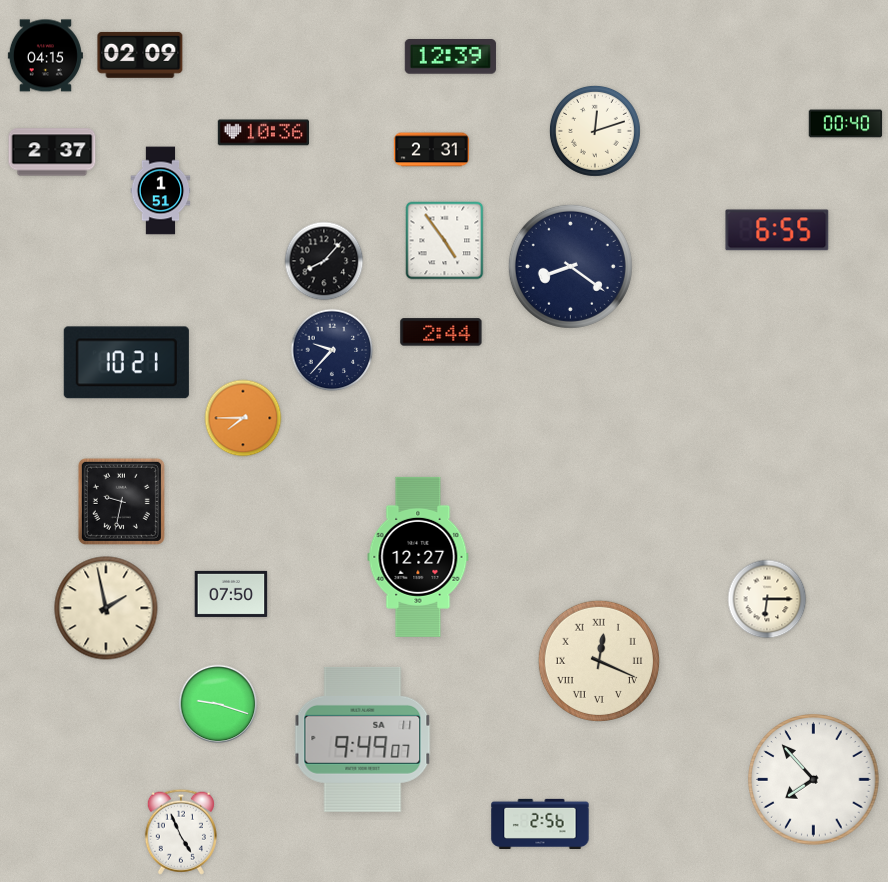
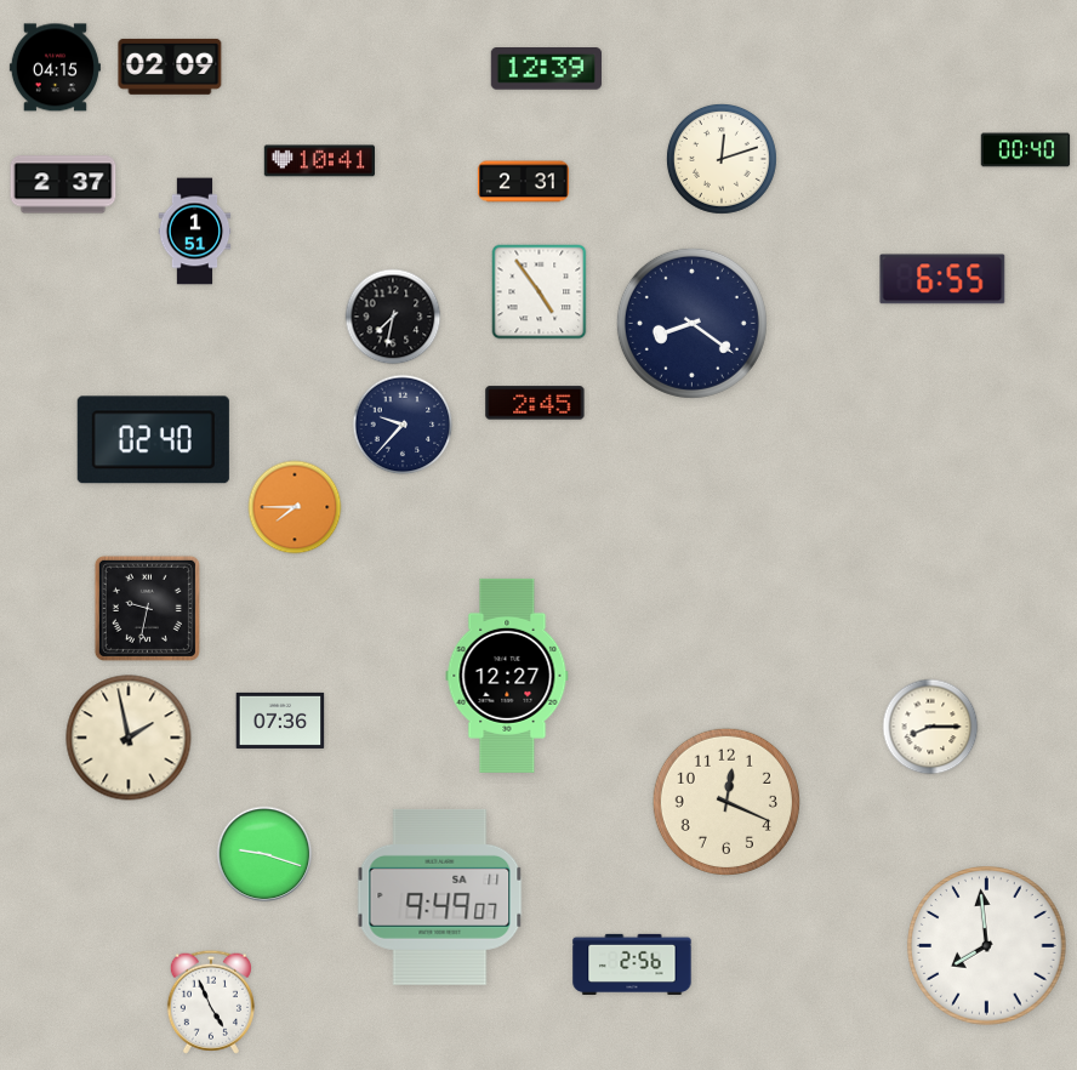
clock at (263, 133): 10:36 -> 10:41
clock at (324, 261): 8:07 -> 7:32
clock at (441, 332): 2:44 -> 2:45
clock at (126, 363): 10:21 -> 02:40
clock at (231, 594): 07:50 -> 07:36
clock at (767, 599): 6:15 -> 8:15
clock at (599, 661) numerals: Roman -> Arabic
clock at (814, 780): 7:53 -> 7:59
clock at (540, 823) position: (540, 823) -> (632, 963)
clock at (181, 832) position: (181, 832) -> (211, 1002)
